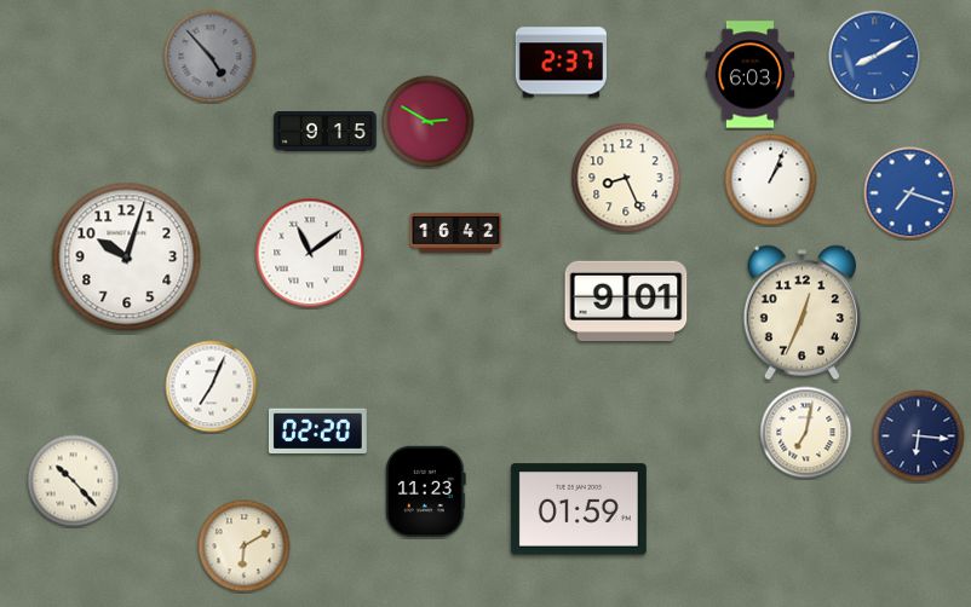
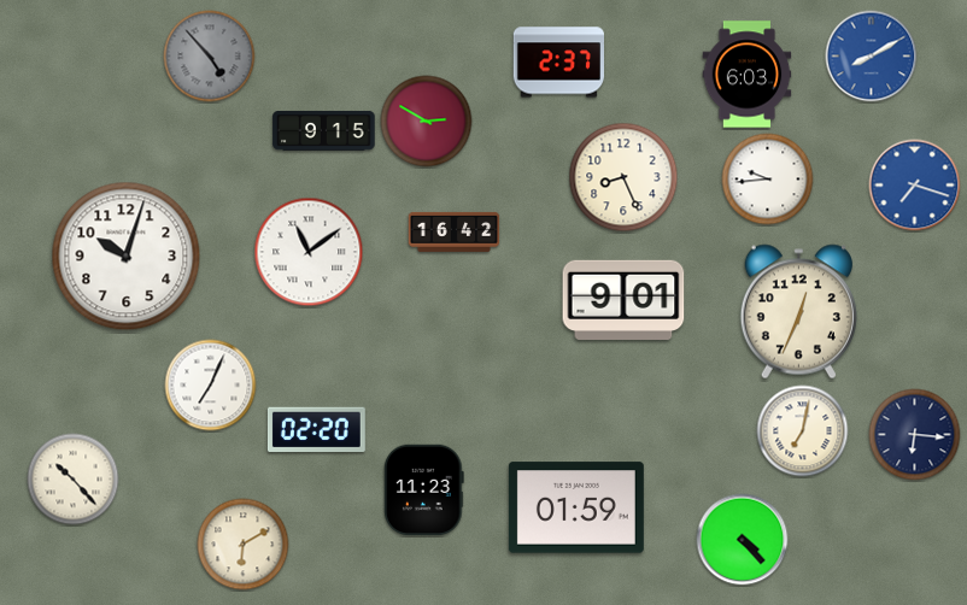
clock at (771, 180): 1:04 -> 9:44
clock at (910, 193) position: (910, 193) -> (915, 186)
clock at (743, 540): none -> 4:23
